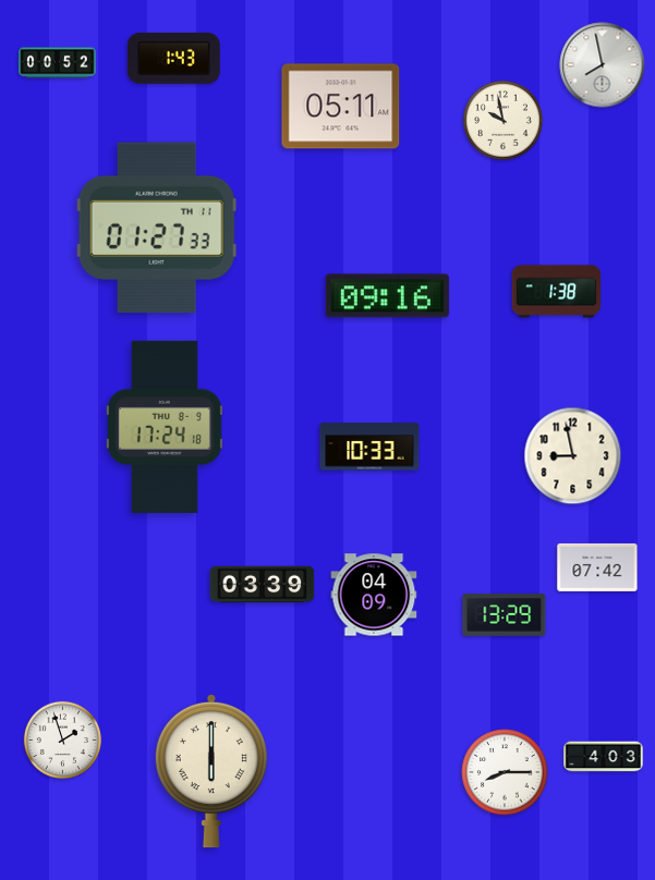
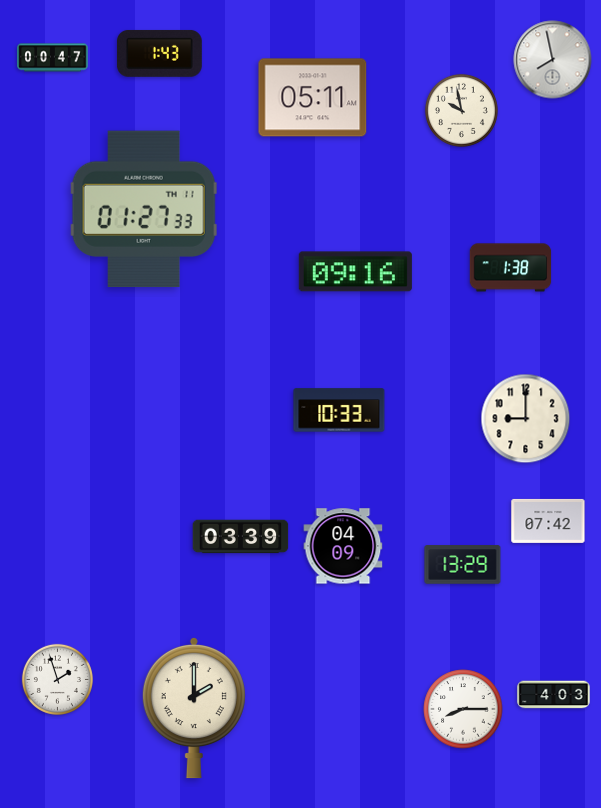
clock at (58, 63): 00:52 -> 00:47
clock at (165, 427): 17:24 -> none
clock at (573, 456): 8:58 -> 9:00
clock at (211, 771): 6:00 -> 2:00
